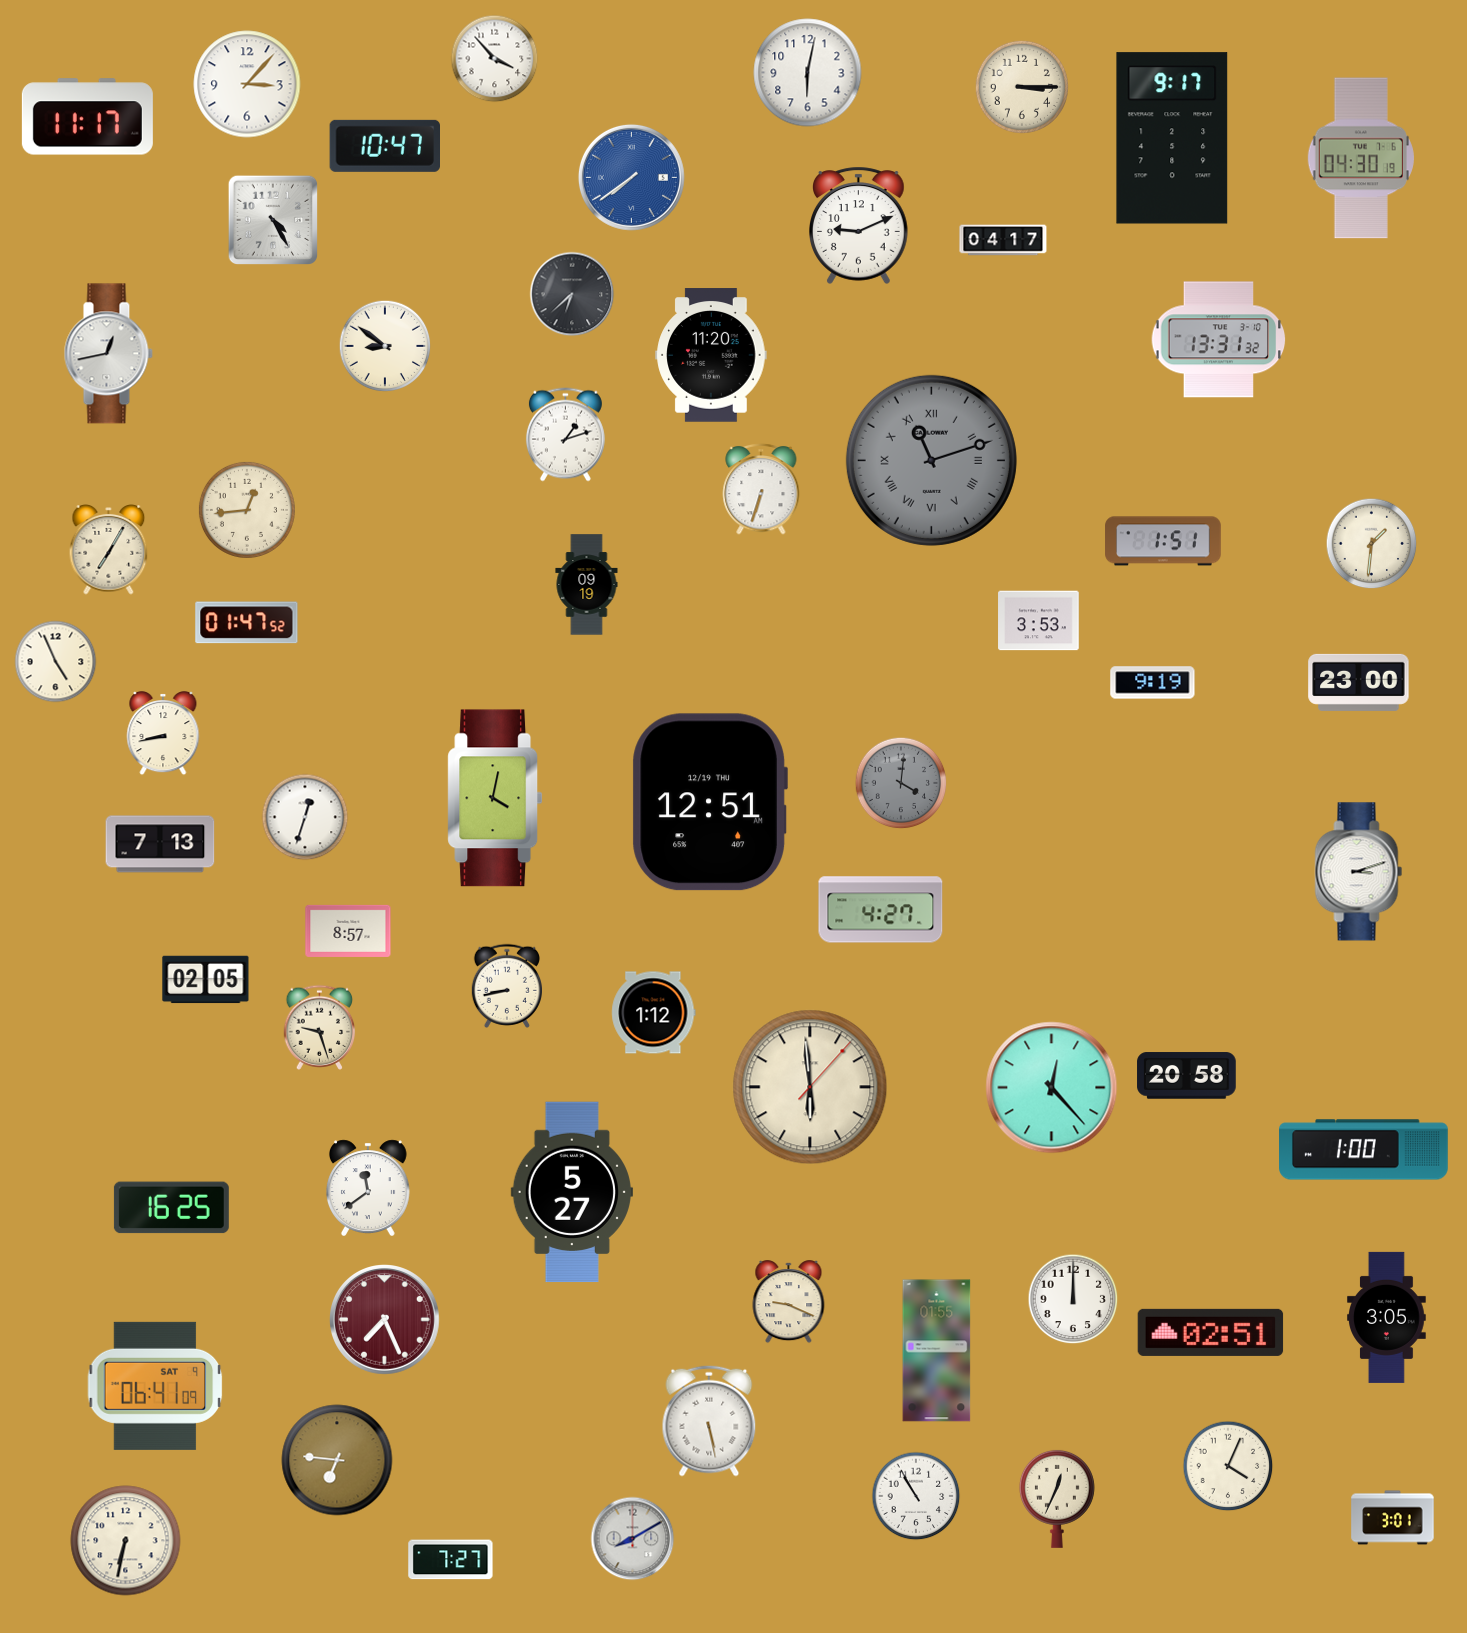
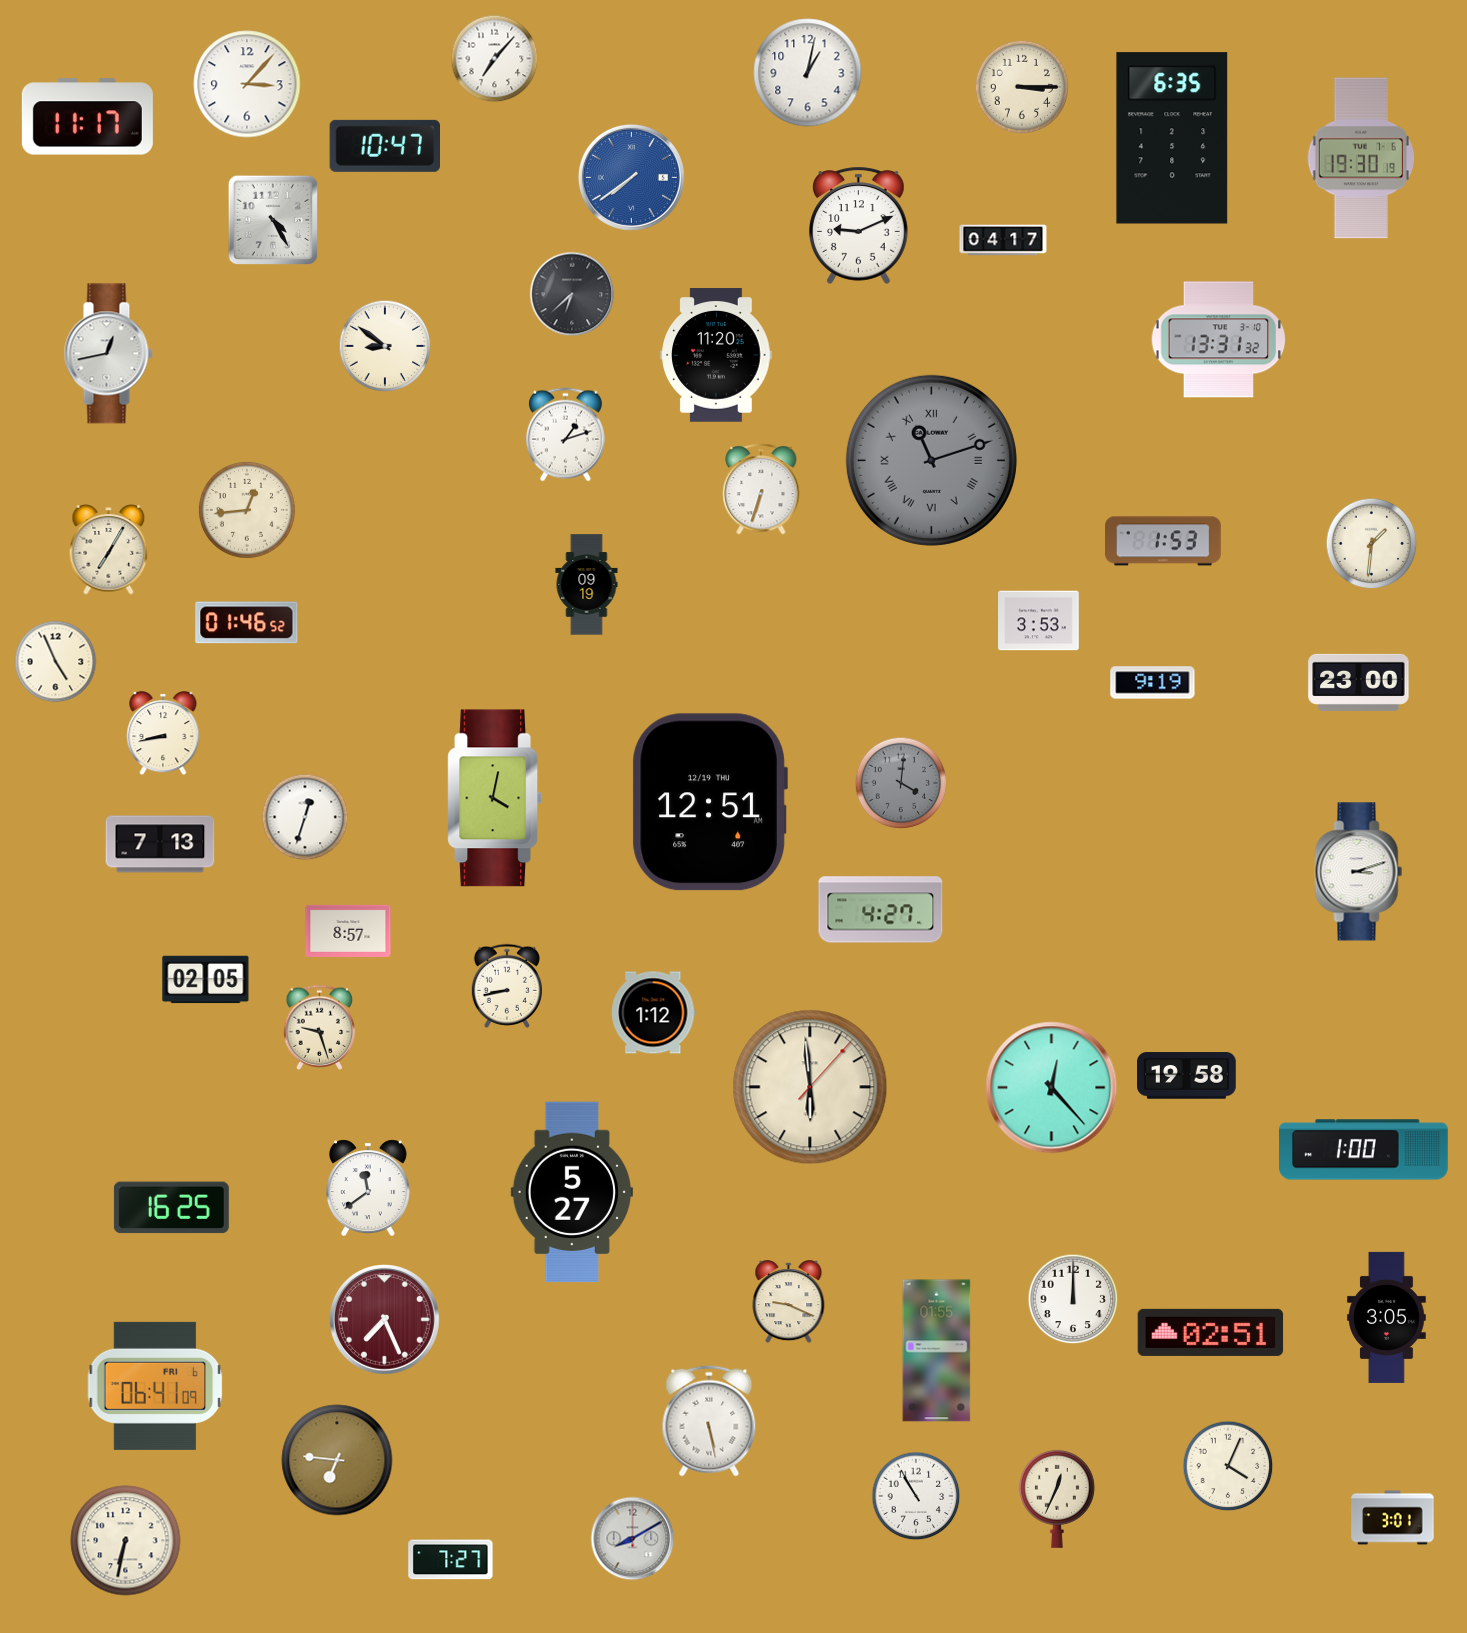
clock at (495, 59): 3:53 -> 7:07
clock at (808, 73): 6:02 -> 1:02
clock at (1172, 138): 9:17 -> 6:35
clock at (1361, 158): 04:30 -> 19:30
clock at (711, 355) position: (711, 355) -> (716, 355)
clock at (1163, 541): 1:51 -> 1:53
clock at (247, 623): 01:47 -> 01:46
clock at (1187, 1076): 20:58 -> 19:58
clock at (155, 1386) date: SAT 9 -> FRI 6
